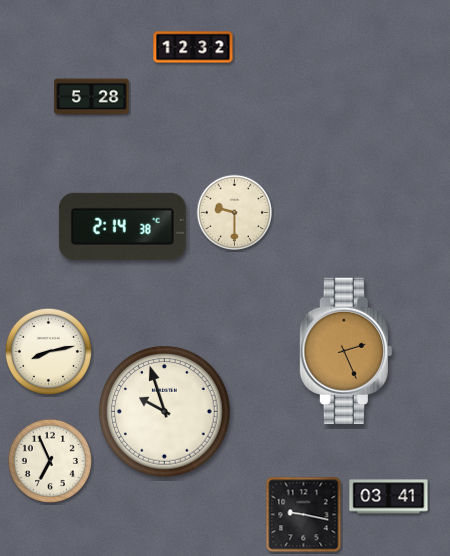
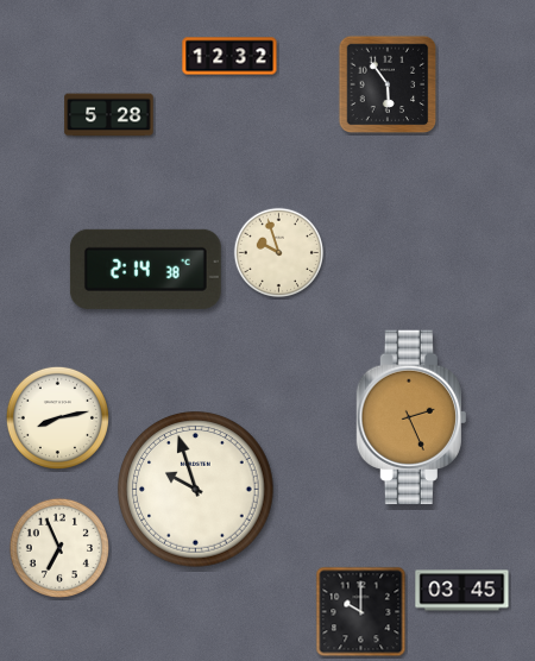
clock at (388, 84): none -> 5:54
clock at (235, 213): 9:30 -> 9:57
clock at (389, 497): 03:41 -> 03:45
clock at (304, 515): 9:17 -> 10:00
